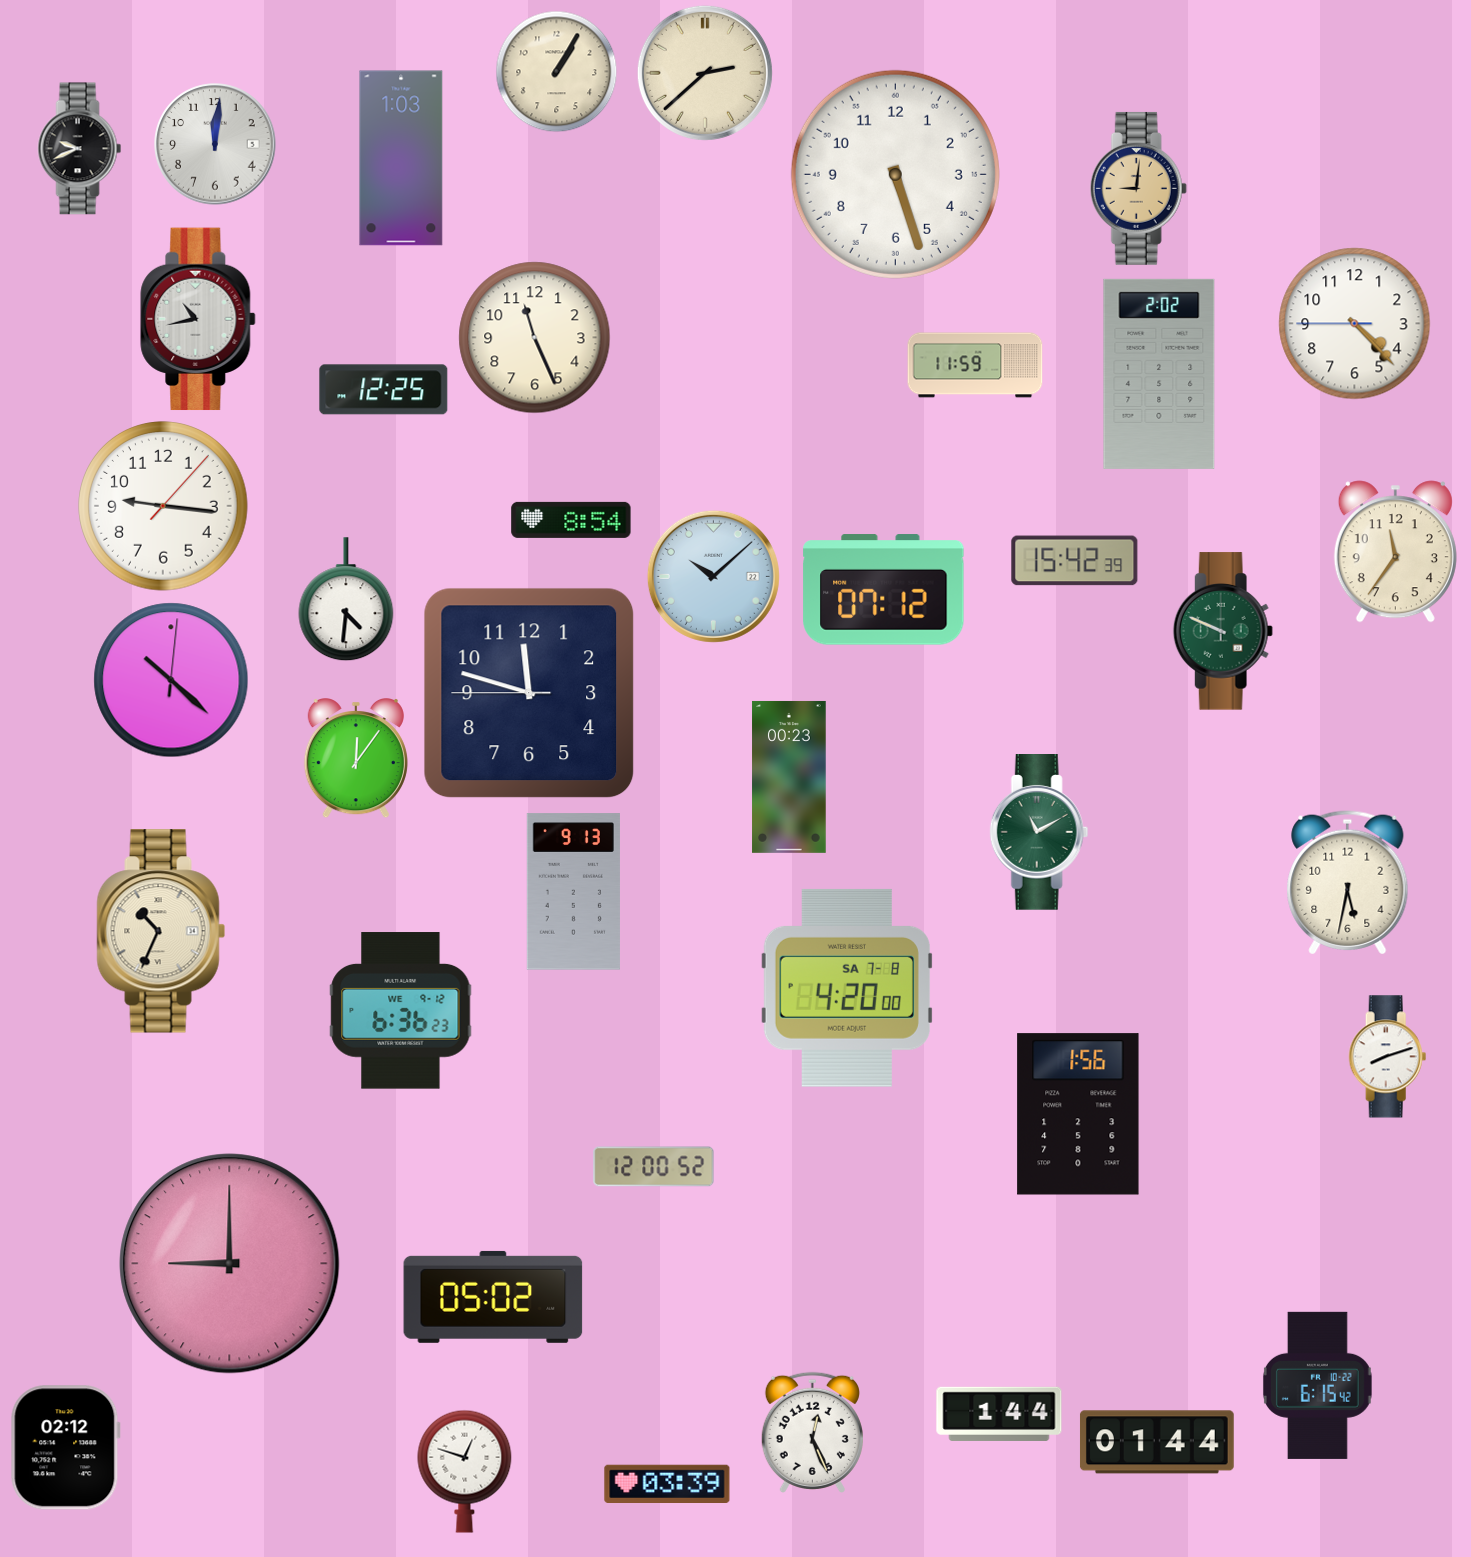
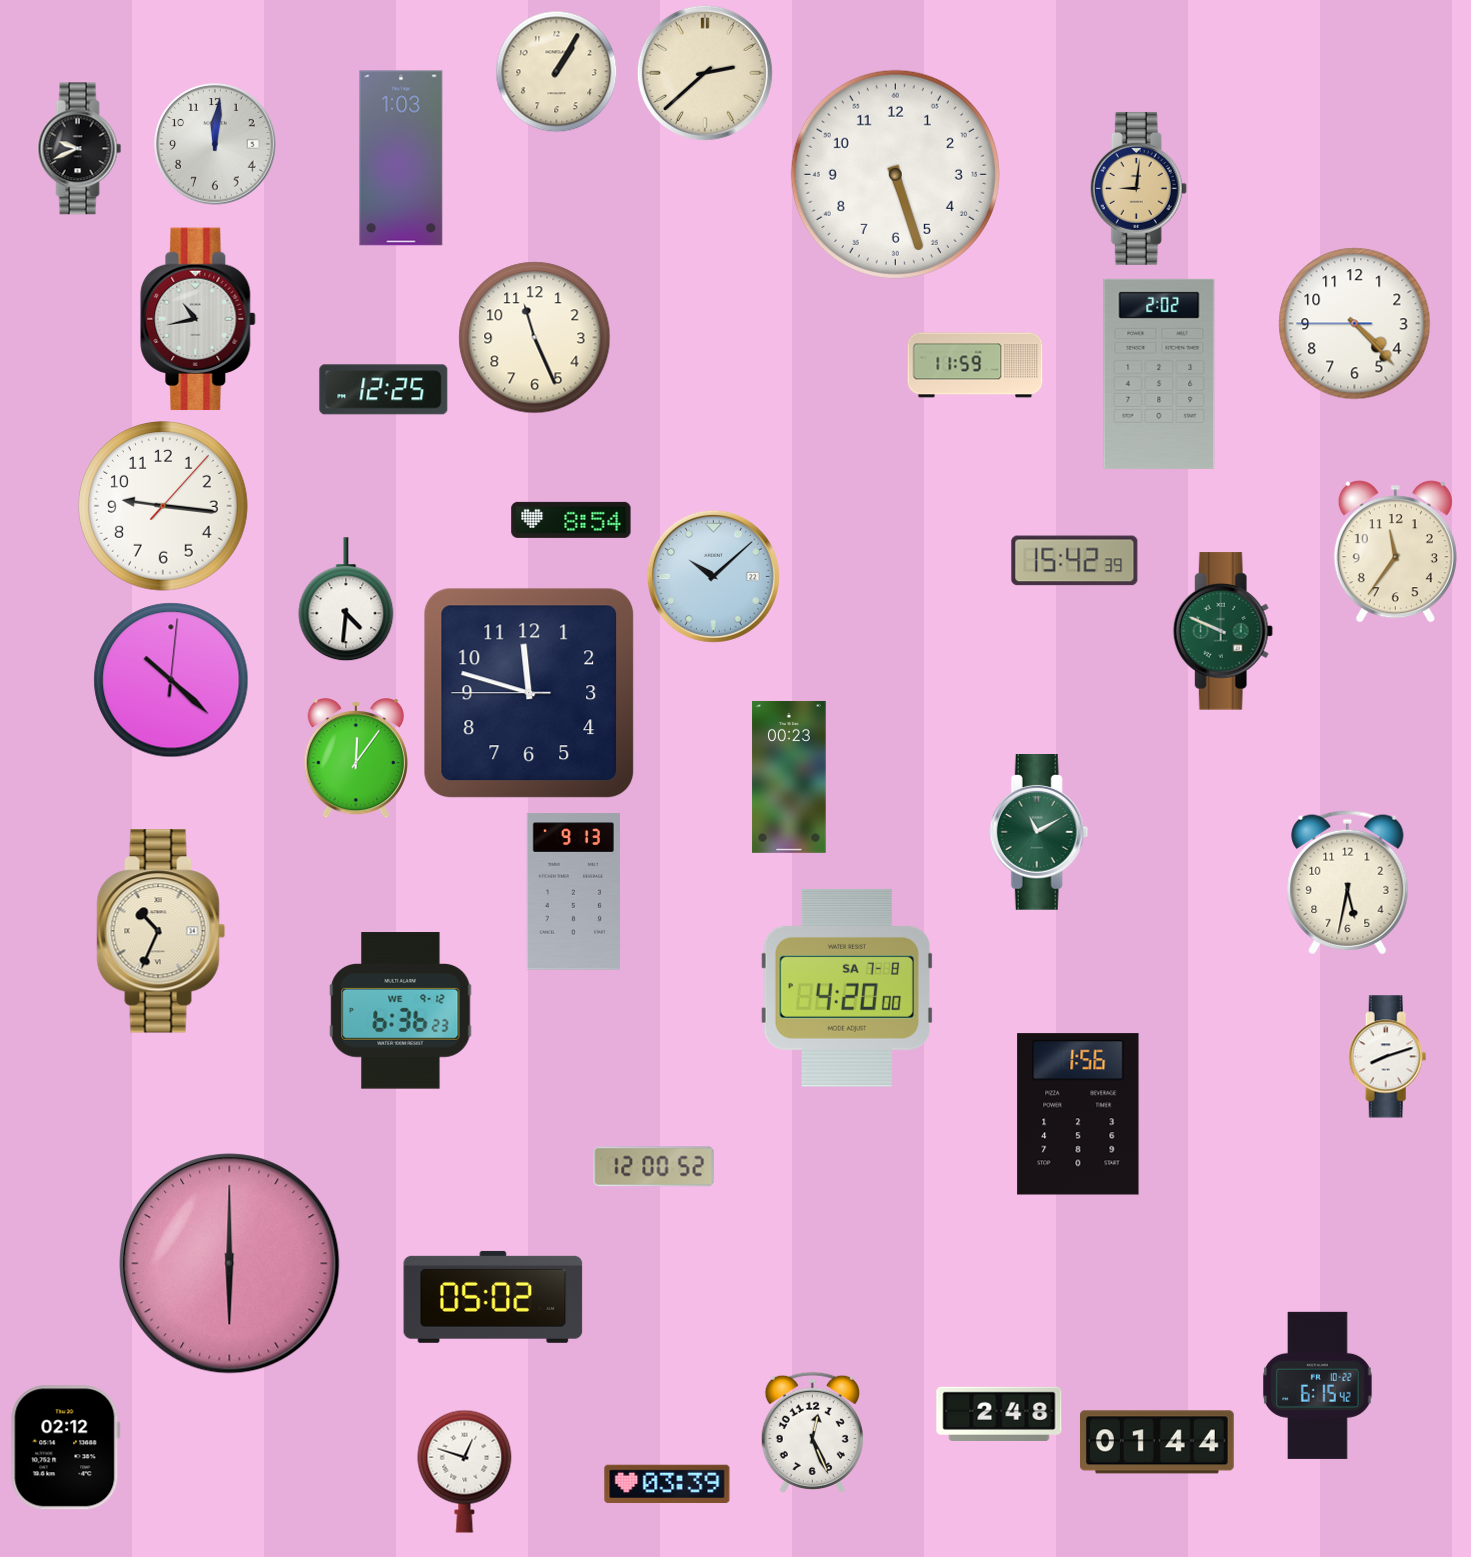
clock at (884, 590): 07:12 -> none
clock at (230, 1264): 9:00 -> 6:00
clock at (999, 1414): 1:44 -> 2:48
